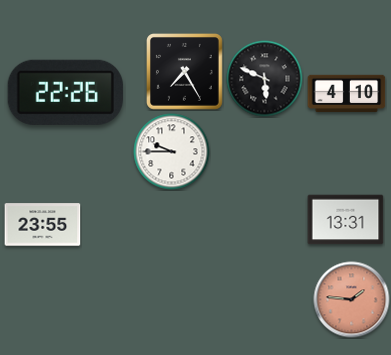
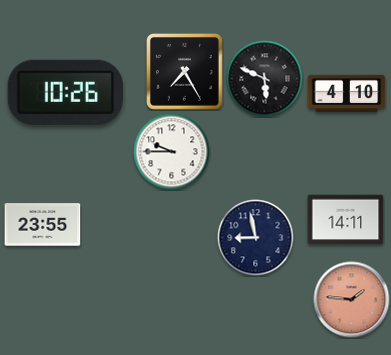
clock at (65, 92): 22:26 -> 10:26
clock at (346, 220): 13:31 -> 14:11
clock at (256, 238): none -> 8:58
